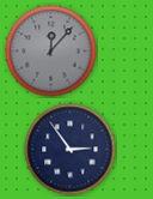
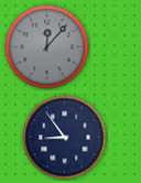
clock at (71, 150): 2:54 -> 8:54
